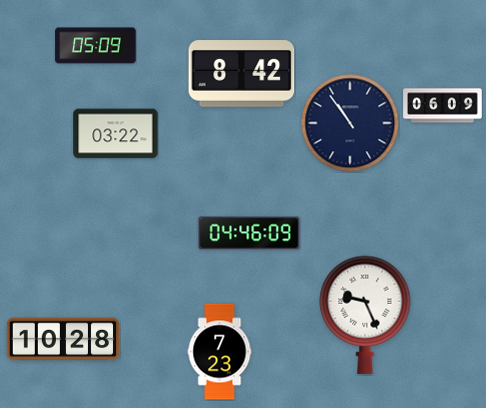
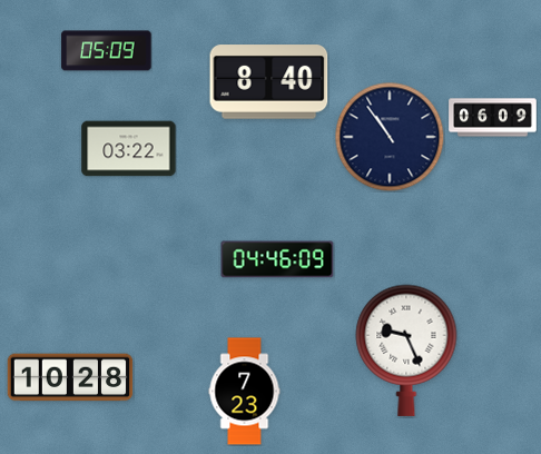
clock at (242, 74): 8:42 -> 8:40
